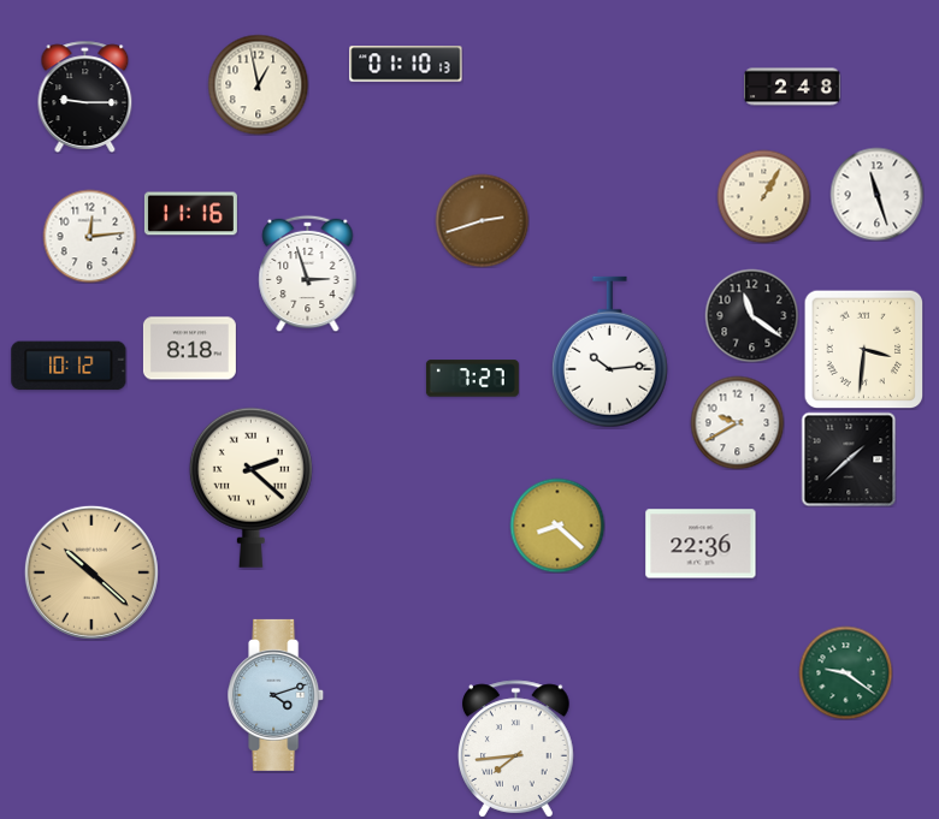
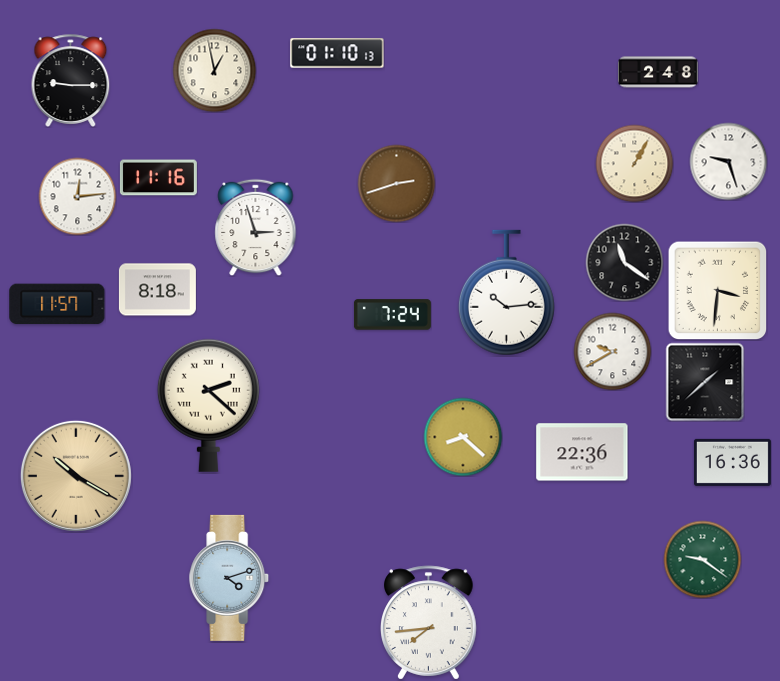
clock at (876, 194): 11:27 -> 9:27
clock at (482, 220) position: (482, 220) -> (396, 183)
clock at (89, 236) position: (89, 236) -> (77, 196)
clock at (69, 366): 10:12 -> 11:57
clock at (472, 379): 7:27 -> 7:24
clock at (732, 462): none -> 16:36
clock at (91, 572): 10:22 -> 10:20
